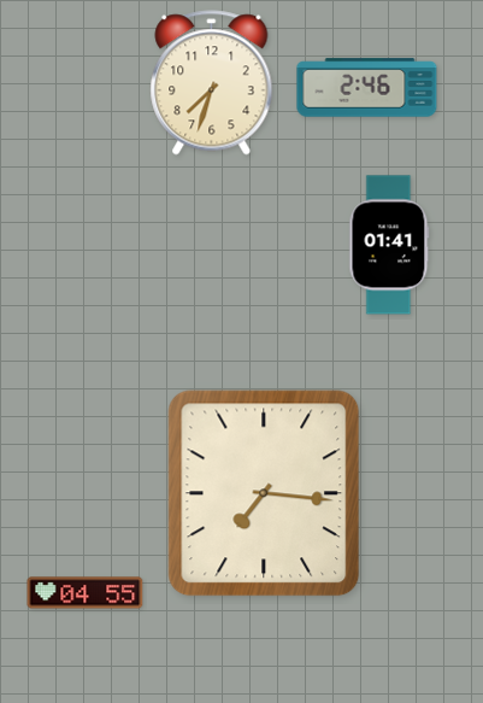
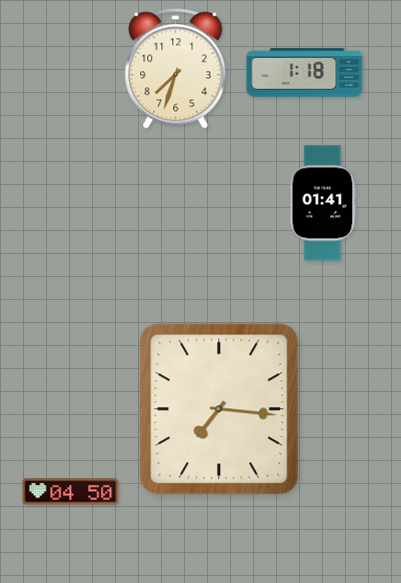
clock at (367, 88): 2:46 -> 1:18
clock at (86, 593): 04:55 -> 04:50
